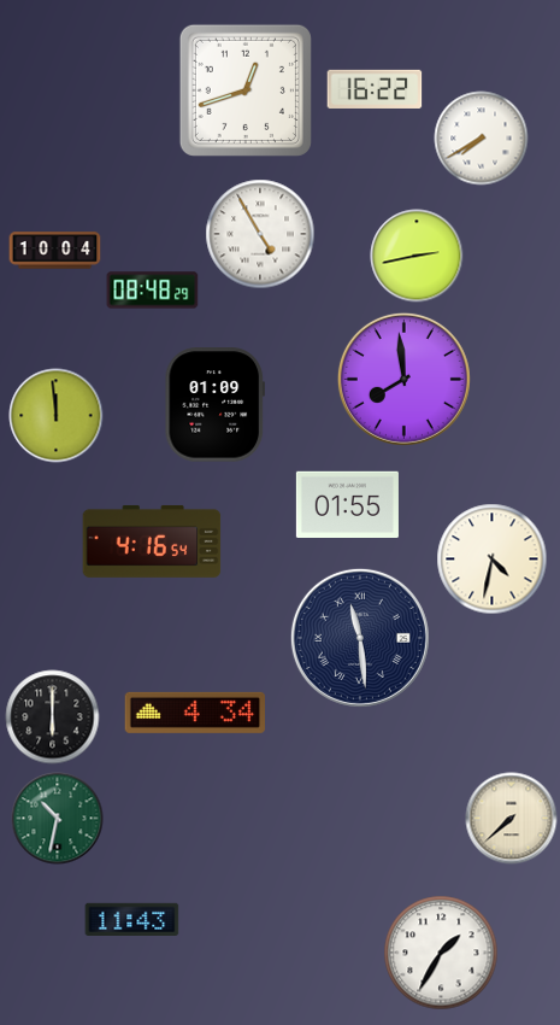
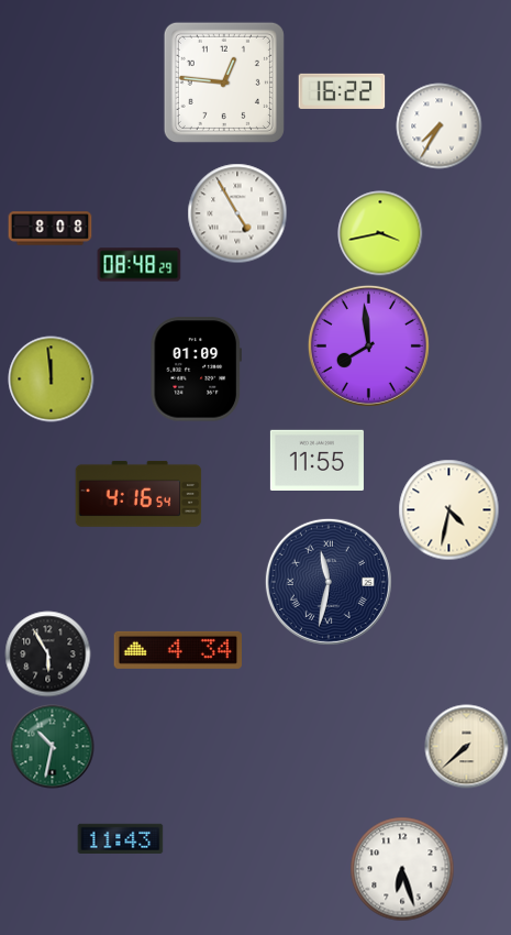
clock at (375, 89) position: (375, 89) -> (342, 91)
clock at (246, 90): 12:42 -> 12:46
clock at (482, 139): 7:40 -> 7:35
clock at (55, 251): 10:04 -> 8:08
clock at (417, 256): 2:43 -> 3:43
clock at (347, 505): 01:55 -> 11:55
clock at (360, 638): 11:29 -> 11:32
clock at (53, 717): 6:00 -> 5:55
clock at (441, 953): 1:35 -> 6:27
